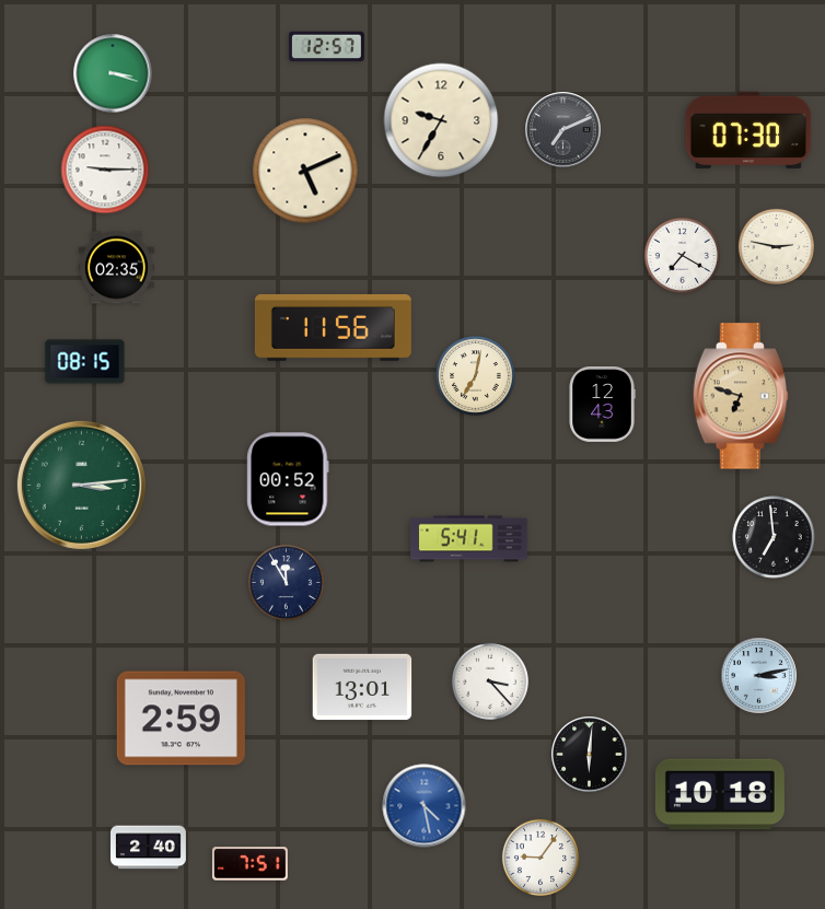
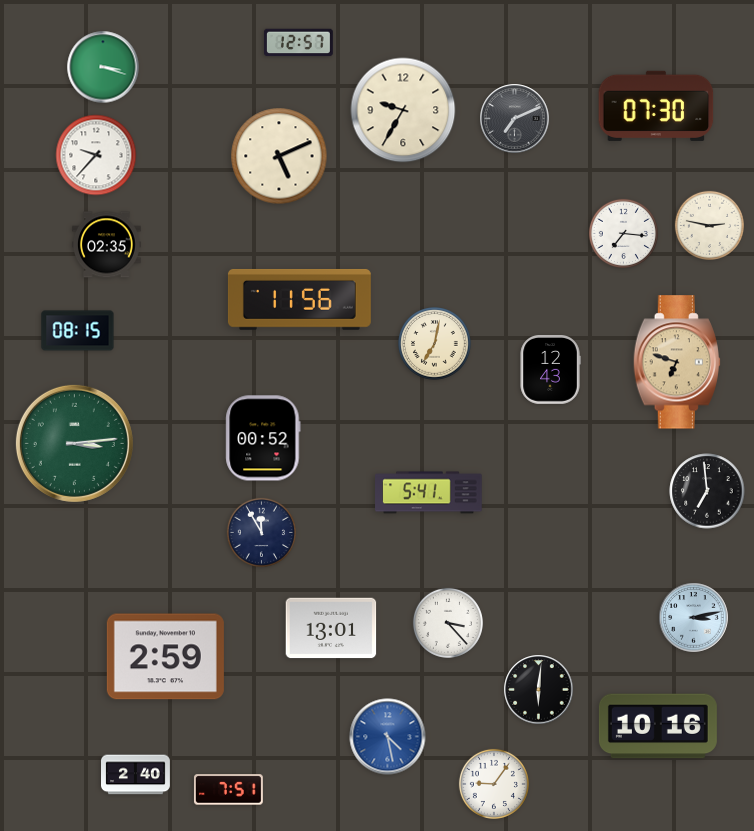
clock at (748, 130) position: (748, 130) -> (656, 106)
clock at (105, 170): 9:15 -> 9:37
clock at (682, 255): 7:20 -> 7:16
clock at (333, 327) position: (333, 327) -> (299, 299)
clock at (720, 794): 10:18 -> 10:16
